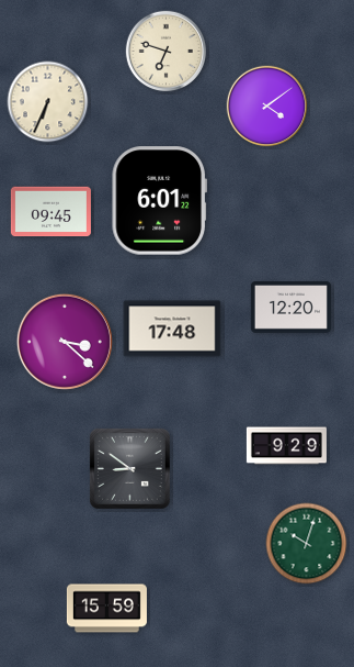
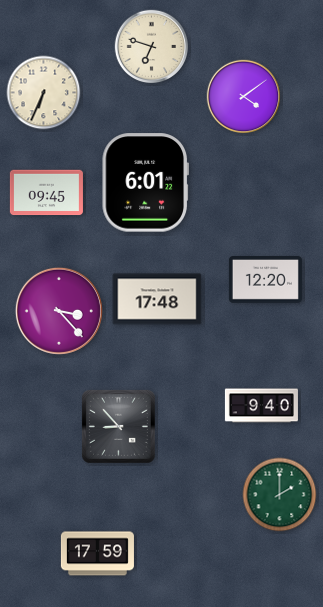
clock at (65, 342): 3:22 -> 3:23
clock at (286, 446): 9:29 -> 9:40
clock at (129, 468): 8:51 -> 8:53
clock at (307, 544): 10:03 -> 2:00
clock at (106, 609): 15:59 -> 17:59
